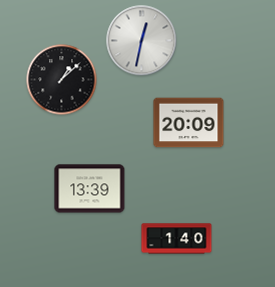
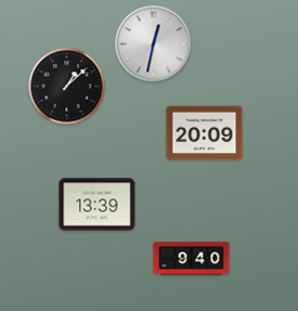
clock at (177, 239): 1:40 -> 9:40
